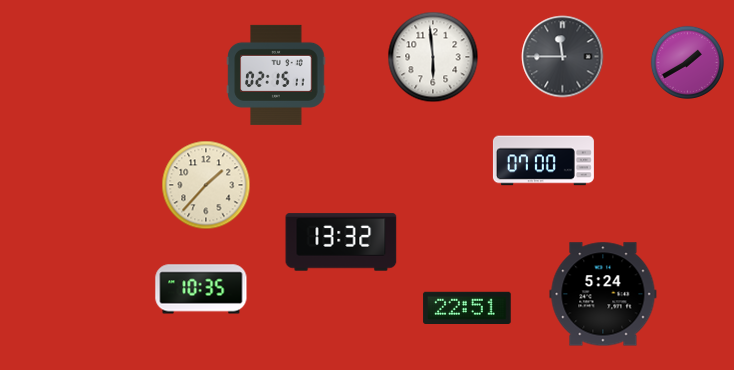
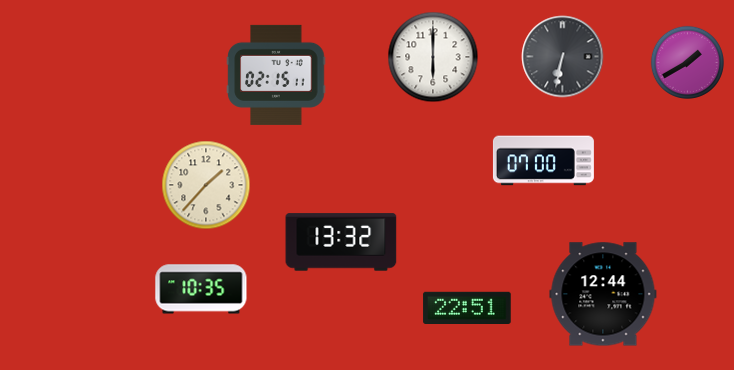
clock at (433, 57): 5:59 -> 6:00
clock at (563, 57): 11:45 -> 6:32
clock at (603, 294): 5:24 -> 12:44
